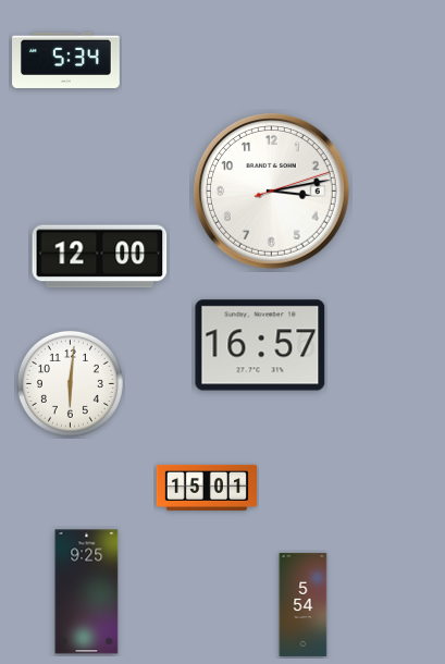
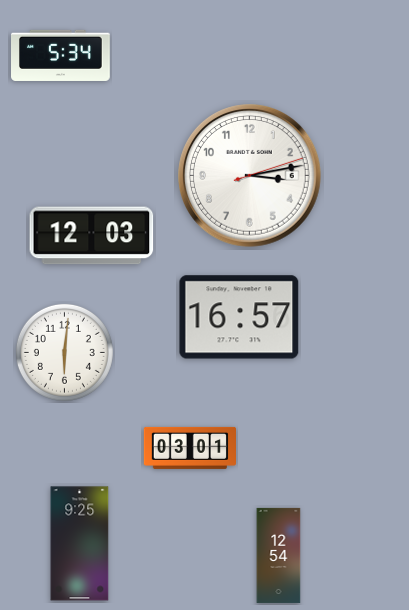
clock at (100, 257): 12:00 -> 12:03
clock at (206, 488): 15:01 -> 03:01
clock at (304, 604): 5:54 -> 12:54
